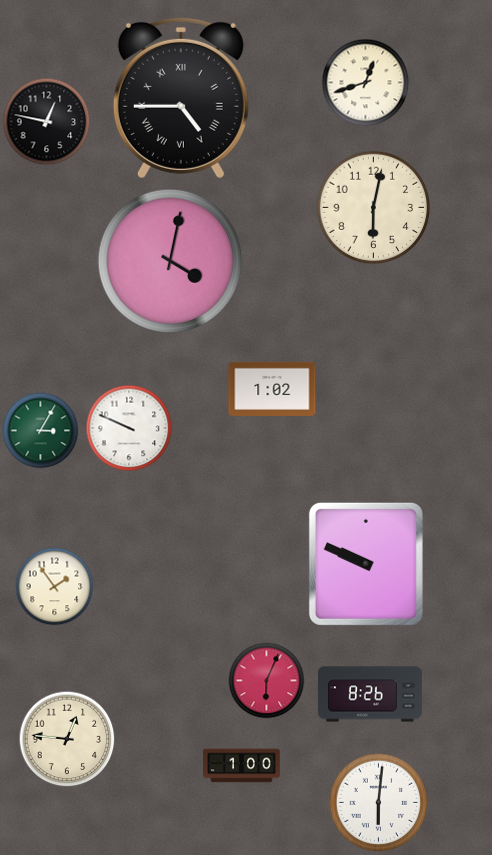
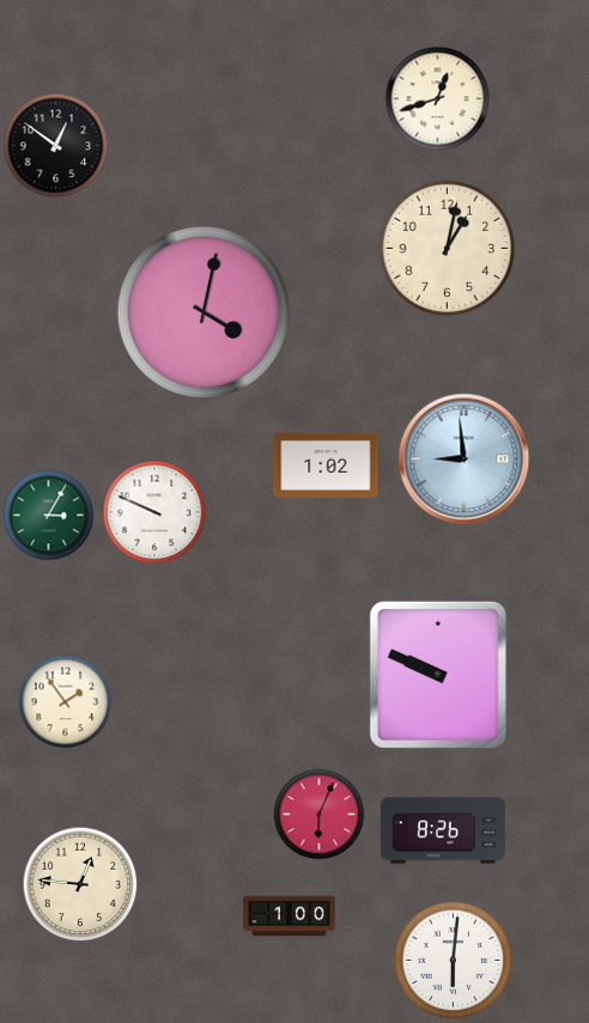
clock at (181, 98): 4:45 -> none
clock at (47, 122): 12:47 -> 12:51
clock at (374, 208): 6:02 -> 1:02
clock at (464, 459): none -> 8:59
